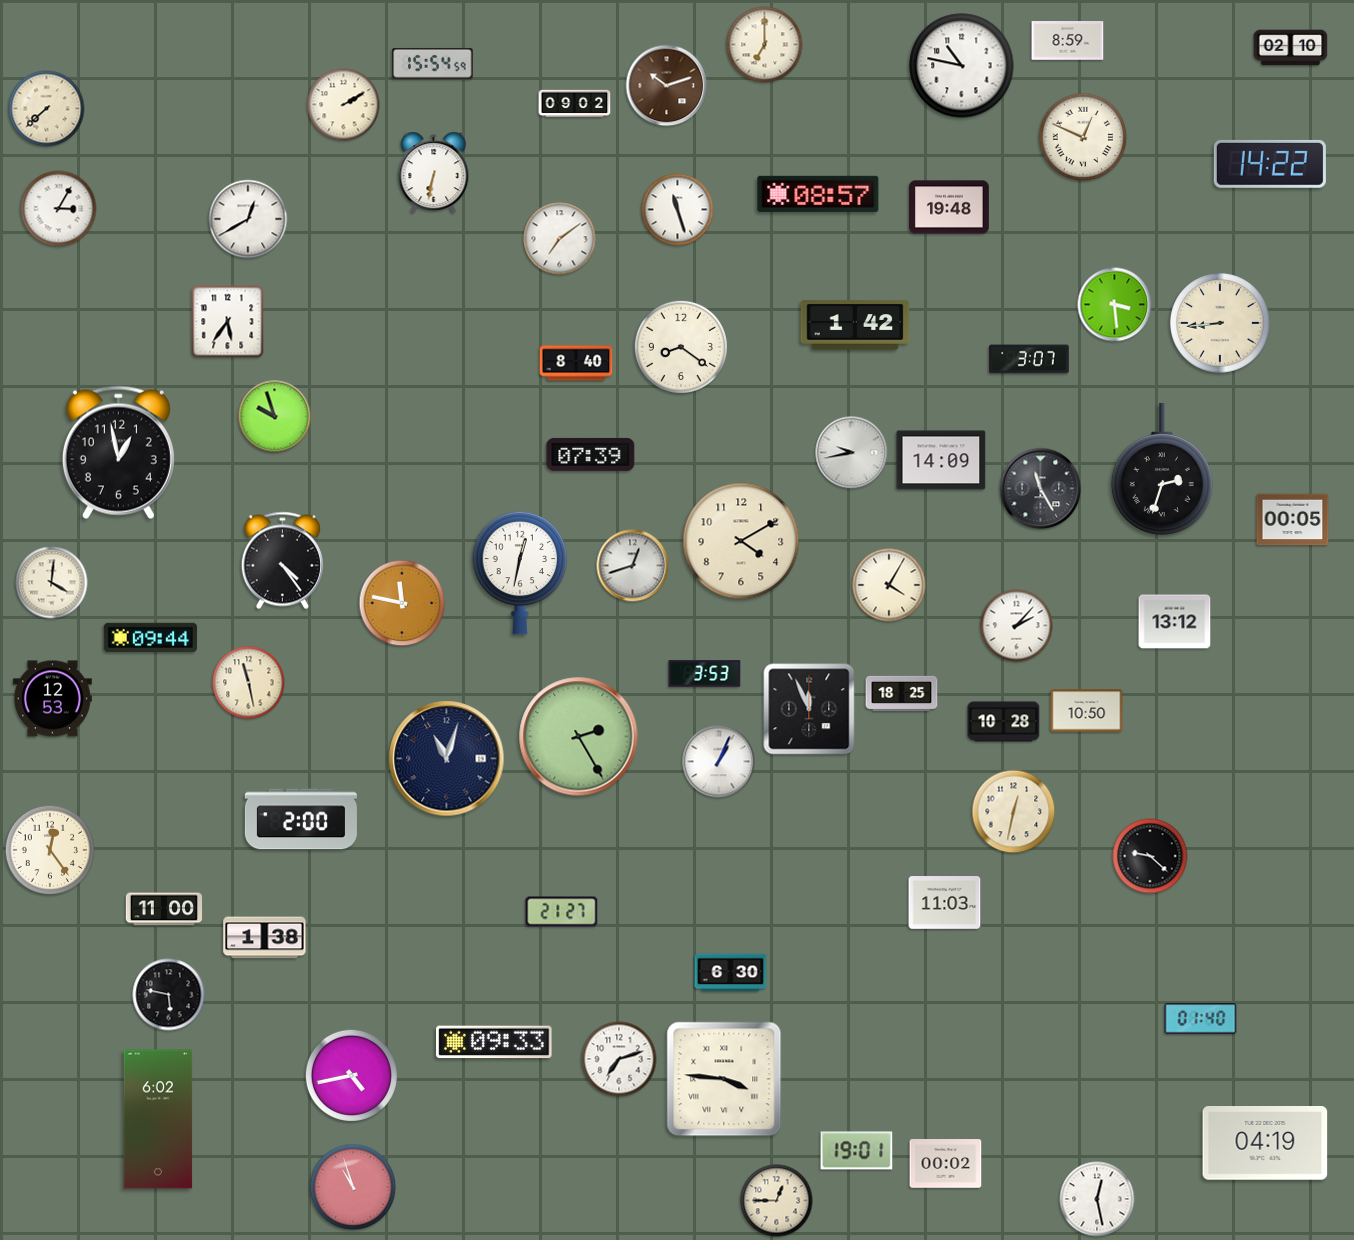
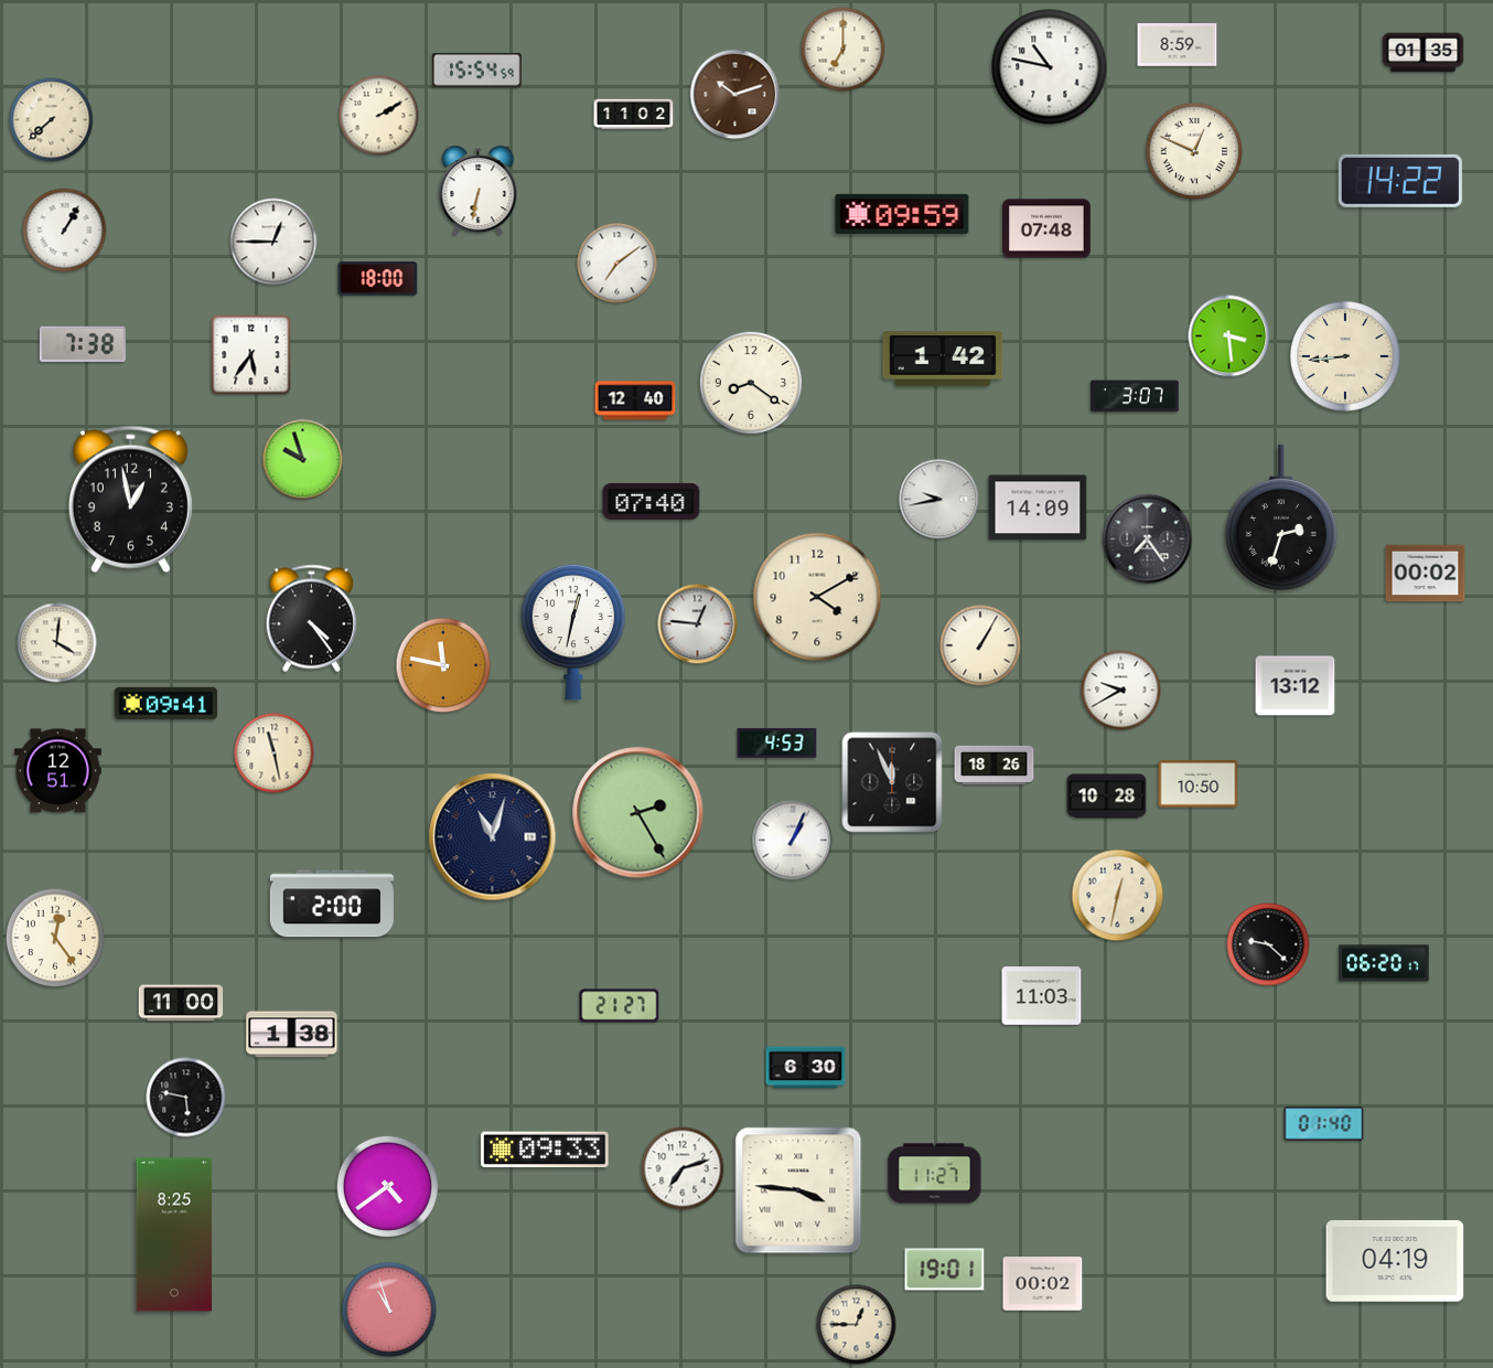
clock at (1291, 48): 02:10 -> 01:35
clock at (962, 66) position: (962, 66) -> (1050, 67)
clock at (575, 104): 09:02 -> 11:02
clock at (818, 194): 08:57 -> 09:59
clock at (949, 207): 19:48 -> 07:48
clock at (59, 209): 3:05 -> 1:05
clock at (678, 210): 11:27 -> none
clock at (248, 219): 12:40 -> 12:45
clock at (378, 279): none -> 18:00
clock at (83, 344): none -> 7:38
clock at (576, 363): 8:40 -> 12:40
clock at (591, 454): 07:39 -> 07:40
clock at (1041, 489): 11:25 -> 7:24
clock at (1293, 520): 00:05 -> 00:02
clock at (633, 566): 12:42 -> 12:46
clock at (889, 585): 4:05 -> 1:05
clock at (1017, 626): 2:07 -> 9:40
clock at (151, 638): 09:44 -> 09:41
clock at (705, 674): 3:53 -> 4:53
clock at (902, 693): 18:25 -> 18:26
clock at (52, 699): 12:53 -> 12:51
clock at (1384, 963): none -> 06:20
clock at (731, 973) position: (731, 973) -> (806, 1068)
clock at (935, 1174): none -> 11:27
clock at (351, 1075): 4:43 -> 4:39
clock at (158, 1119): 6:02 -> 8:25
clock at (1097, 1199): 12:28 -> none
